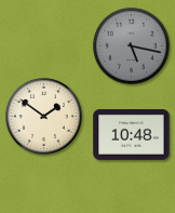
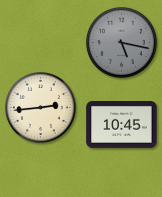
clock at (43, 116): 1:51 -> 2:44
clock at (132, 135): 10:48 -> 10:45
